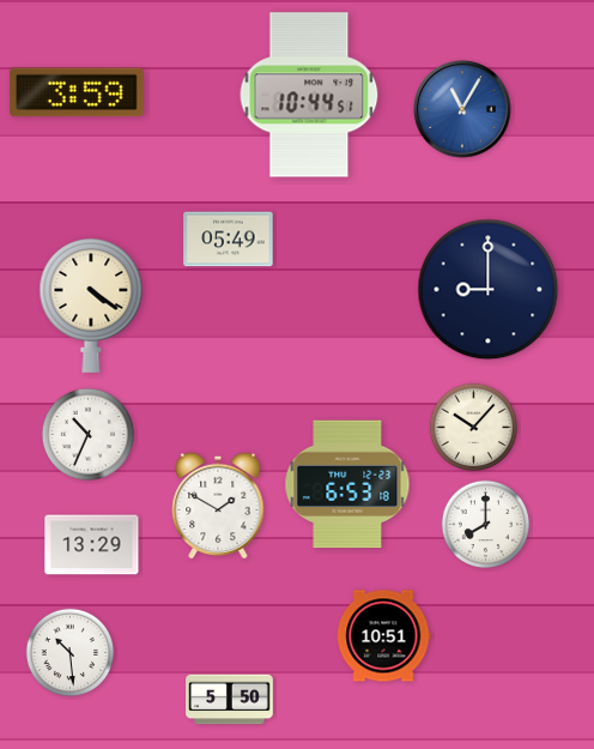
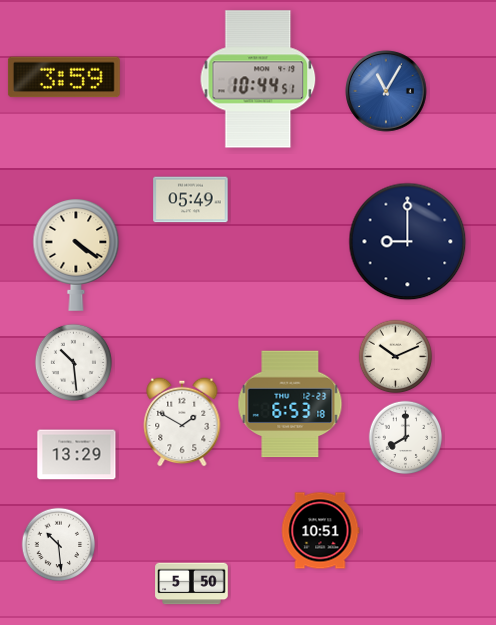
clock at (474, 428): 10:07 -> 10:11
clock at (87, 434): 10:34 -> 10:29
